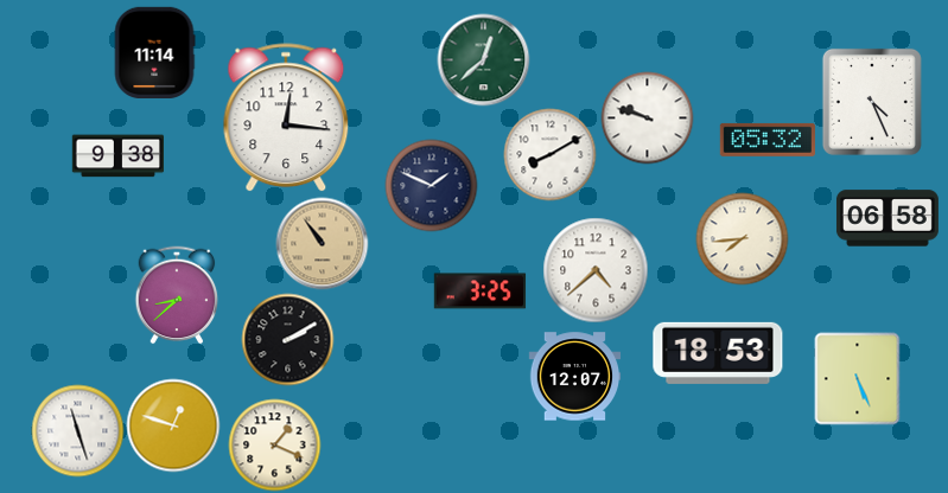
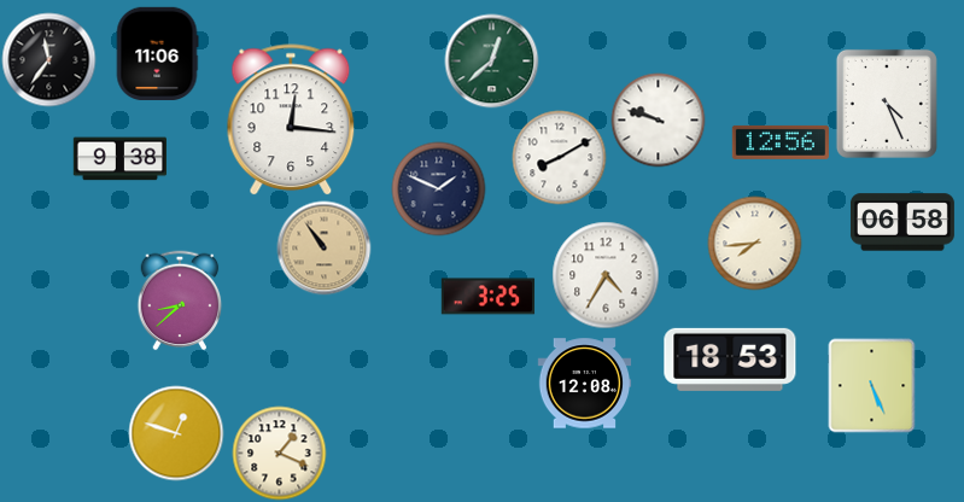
clock at (154, 52): 11:14 -> 11:06
clock at (48, 59): none -> 11:36
clock at (768, 140): 05:32 -> 12:56
clock at (322, 243) position: (322, 243) -> (323, 247)
clock at (596, 270): 4:38 -> 4:35
clock at (287, 339): 2:10 -> none
clock at (574, 377): 12:07 -> 12:08
clock at (77, 430): 11:27 -> none
